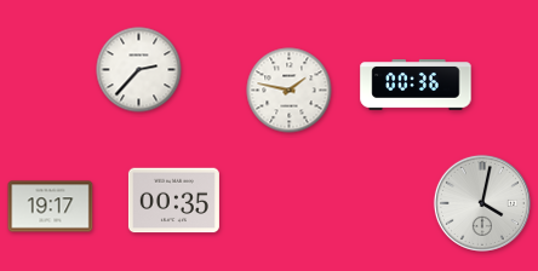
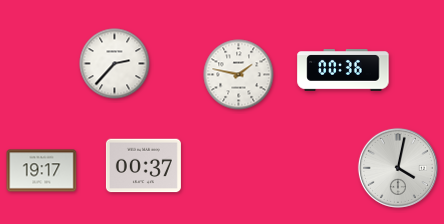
clock at (139, 70) position: (139, 70) -> (115, 64)
clock at (173, 201): 00:35 -> 00:37
